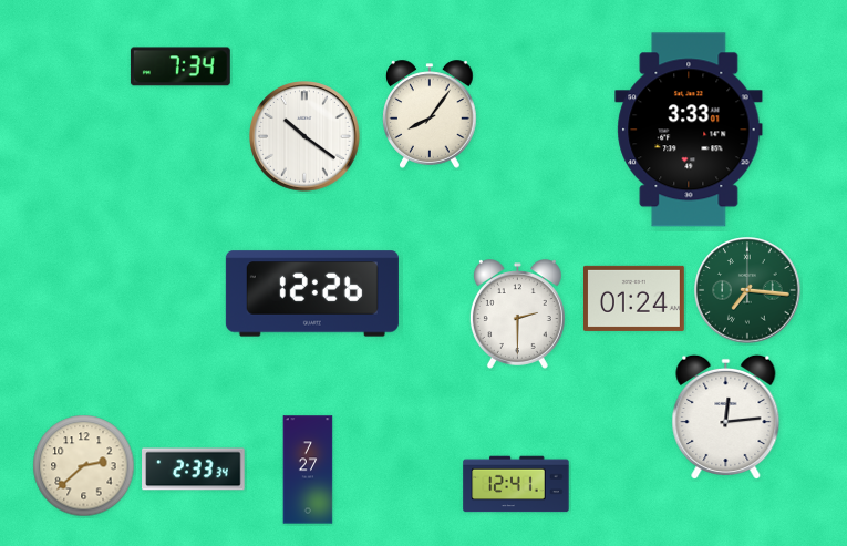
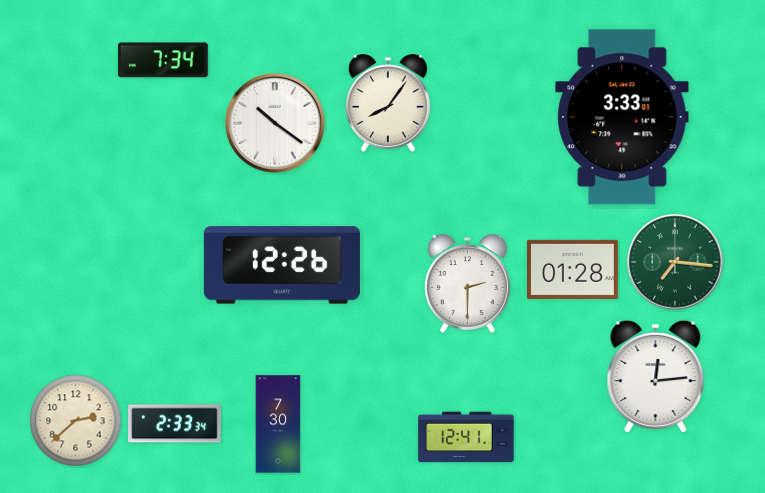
clock at (634, 298): 01:24 -> 01:28
clock at (308, 470): 7:27 -> 7:30
